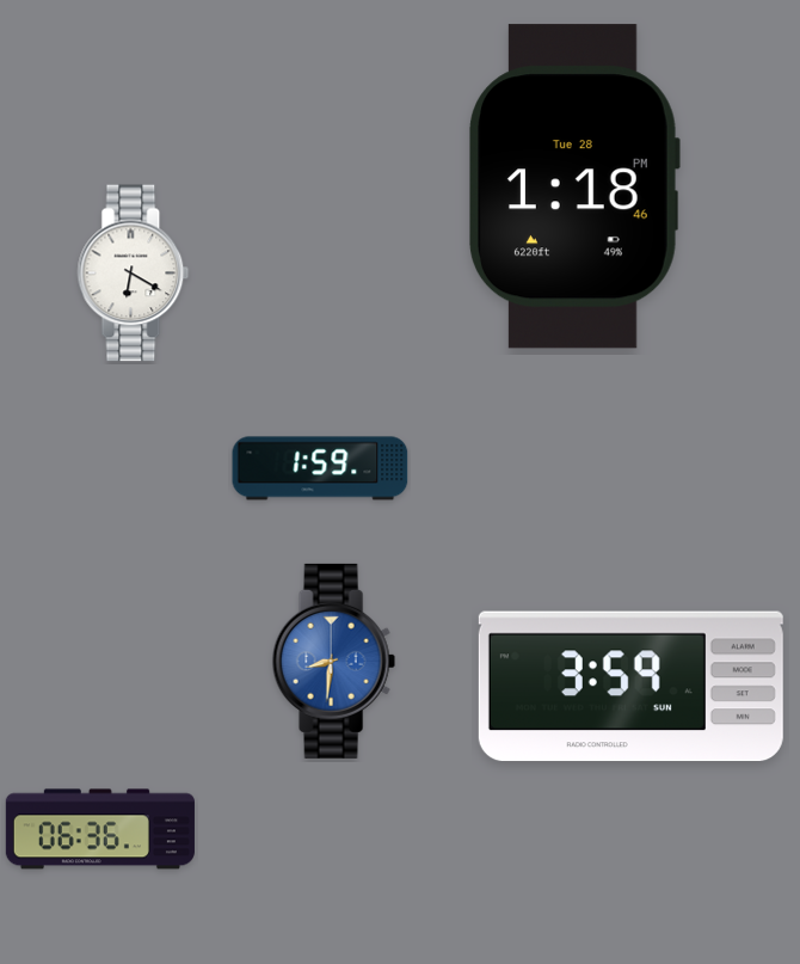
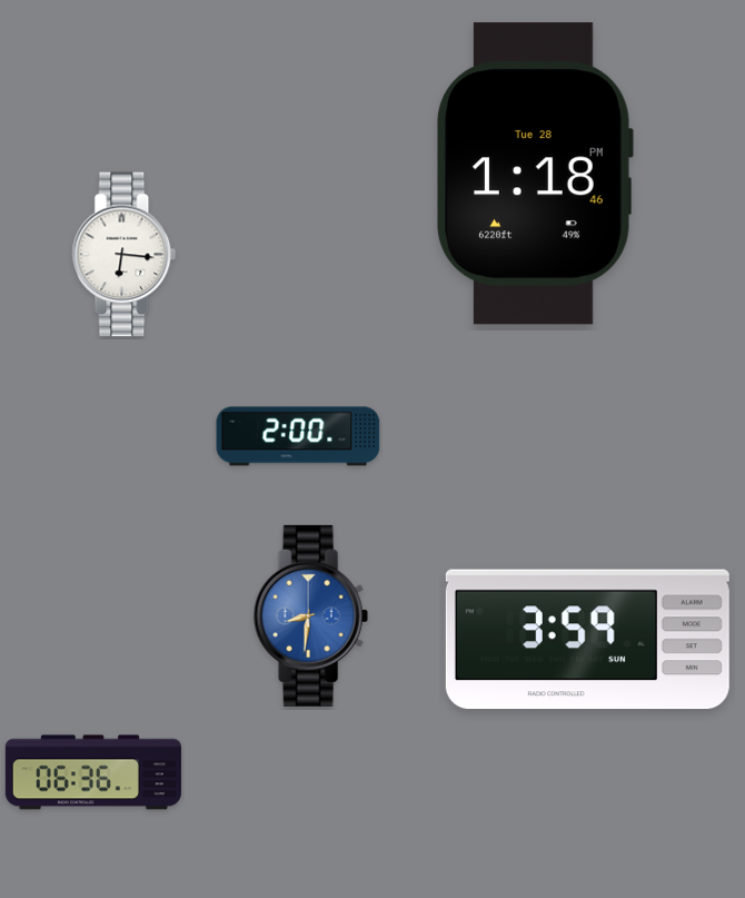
clock at (134, 274): 6:20 -> 6:16
clock at (320, 468): 1:59 -> 2:00
